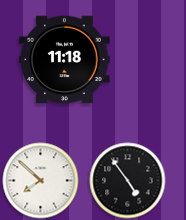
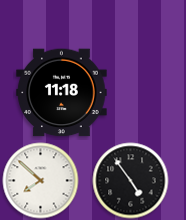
clock at (65, 60) position: (65, 60) -> (62, 93)
clock at (128, 181) position: (128, 181) -> (131, 181)
